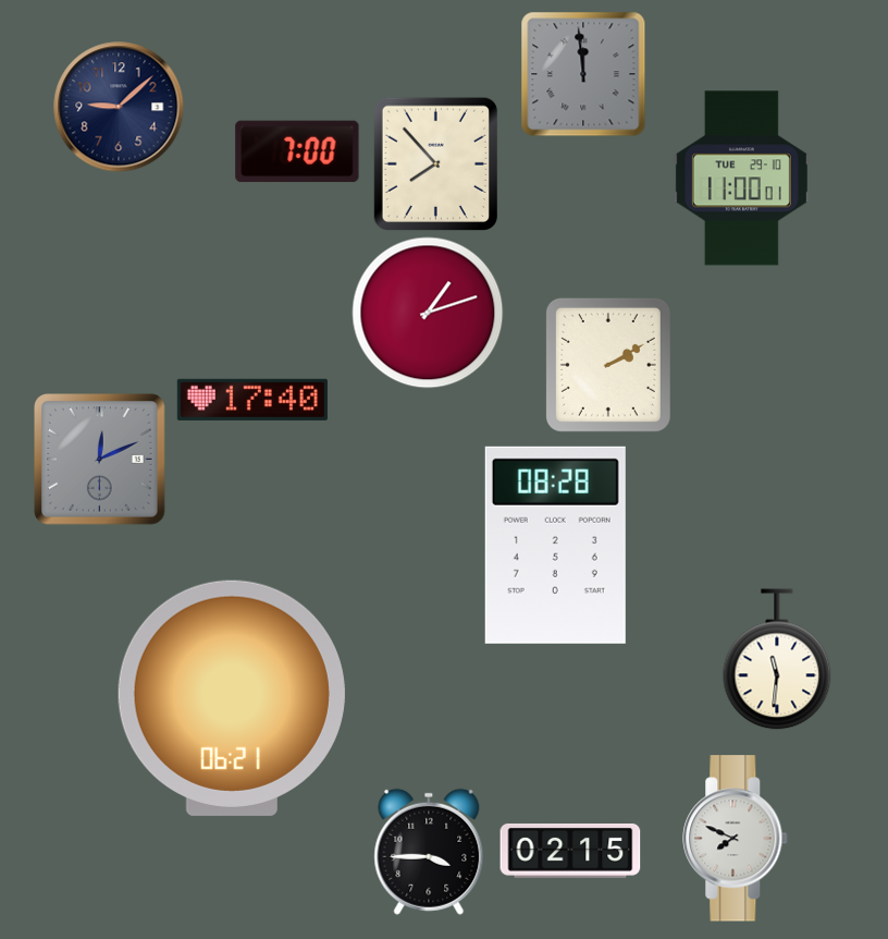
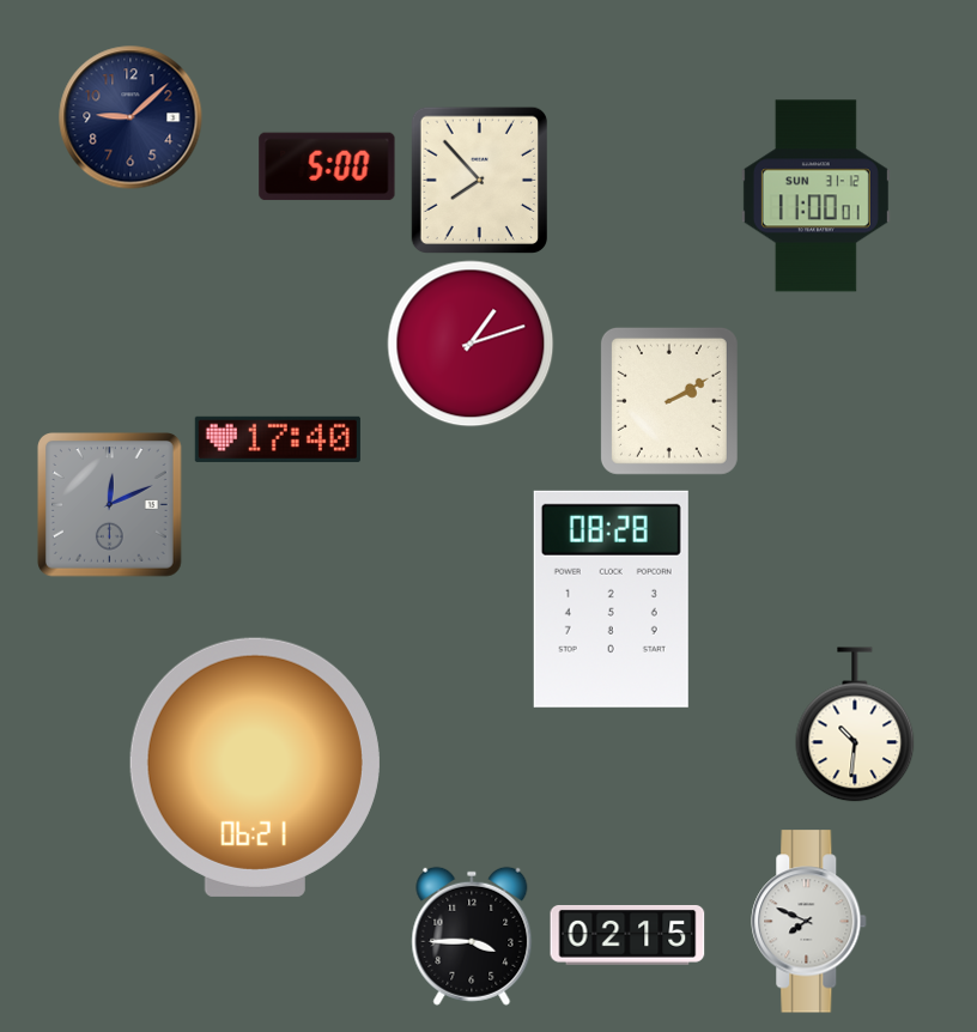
clock at (583, 74): 11:59 -> none
clock at (297, 151): 7:00 -> 5:00
clock at (741, 179) date: TUE 29-10 -> SUN 31-12
clock at (777, 659): 11:31 -> 10:31
